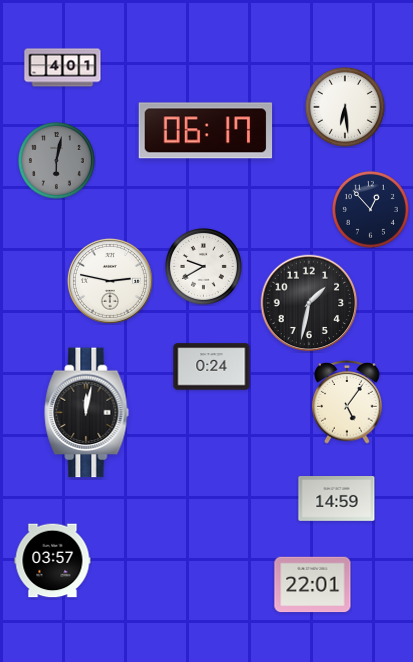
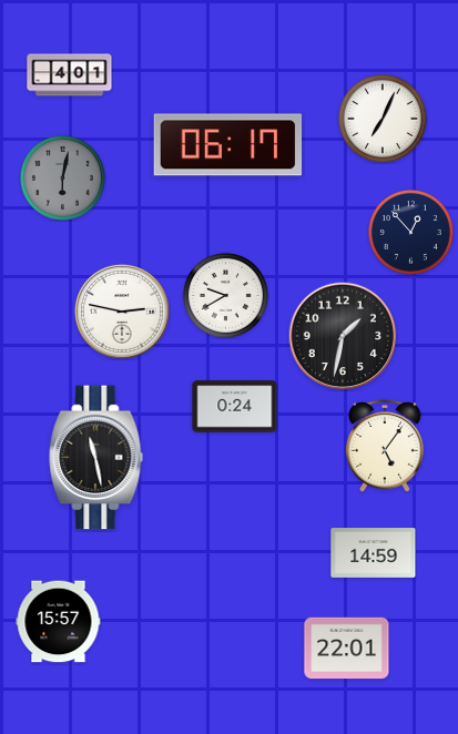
clock at (345, 107): 6:29 -> 7:04
clock at (87, 413): 12:02 -> 11:28
clock at (53, 561): 03:57 -> 15:57
